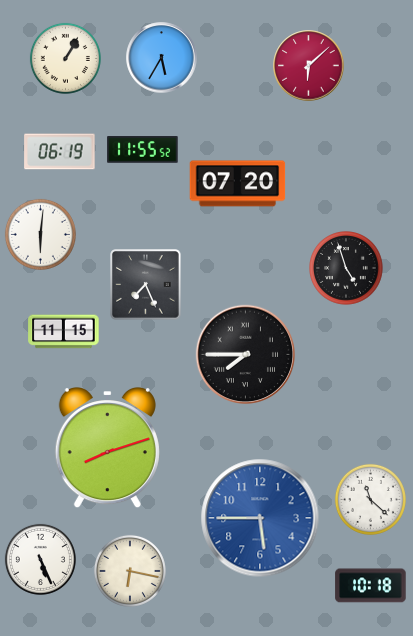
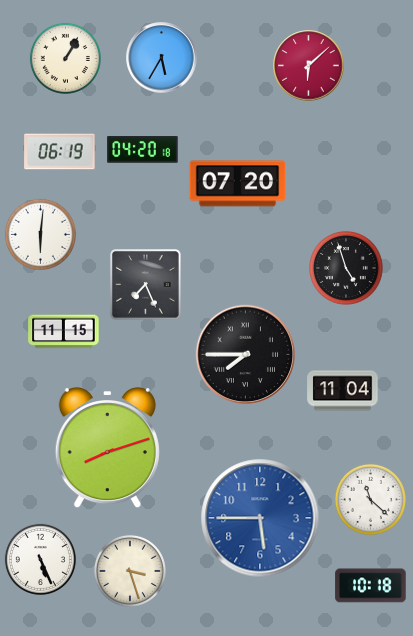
clock at (143, 150): 11:55 -> 04:20
clock at (343, 391): none -> 11:04
clock at (130, 571): 6:17 -> 3:27
